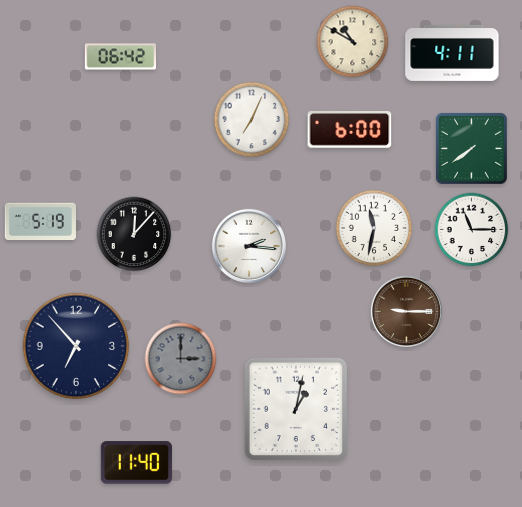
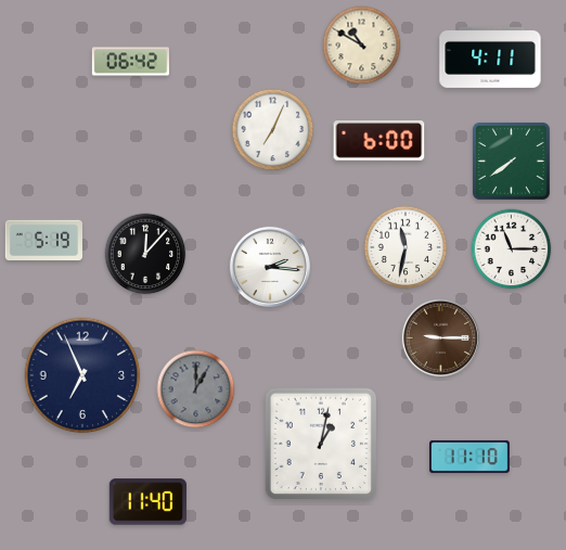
clock at (353, 42) position: (353, 42) -> (362, 46)
clock at (76, 346): 6:53 -> 6:56
clock at (181, 359): 3:00 -> 1:00
clock at (471, 457): none -> 11:10
